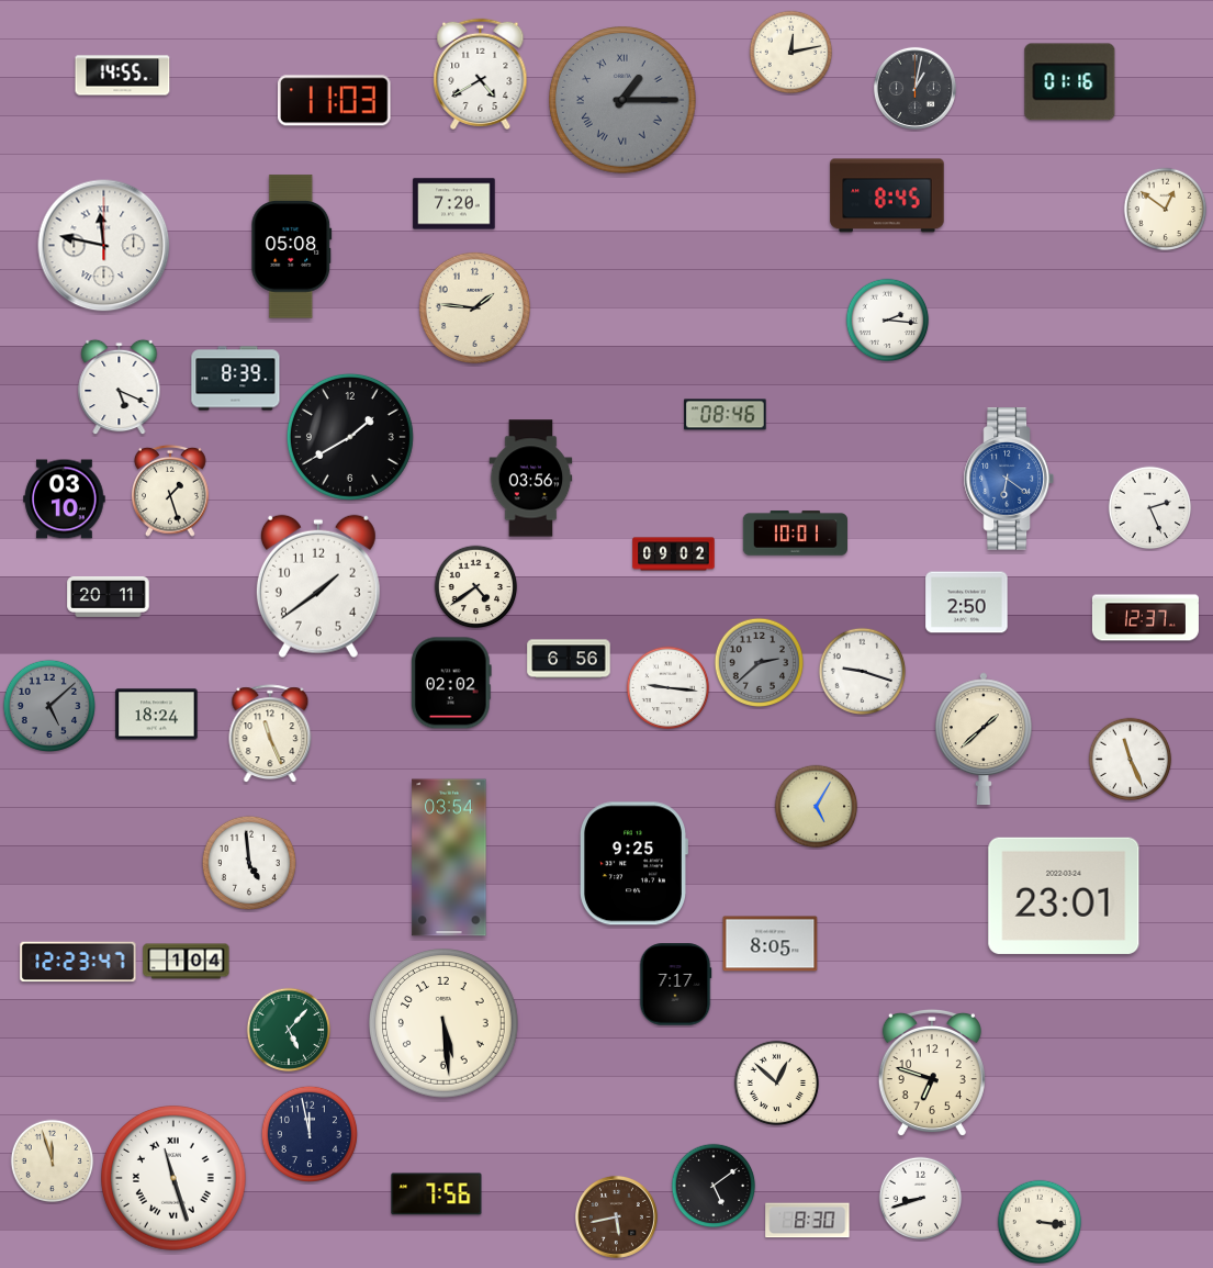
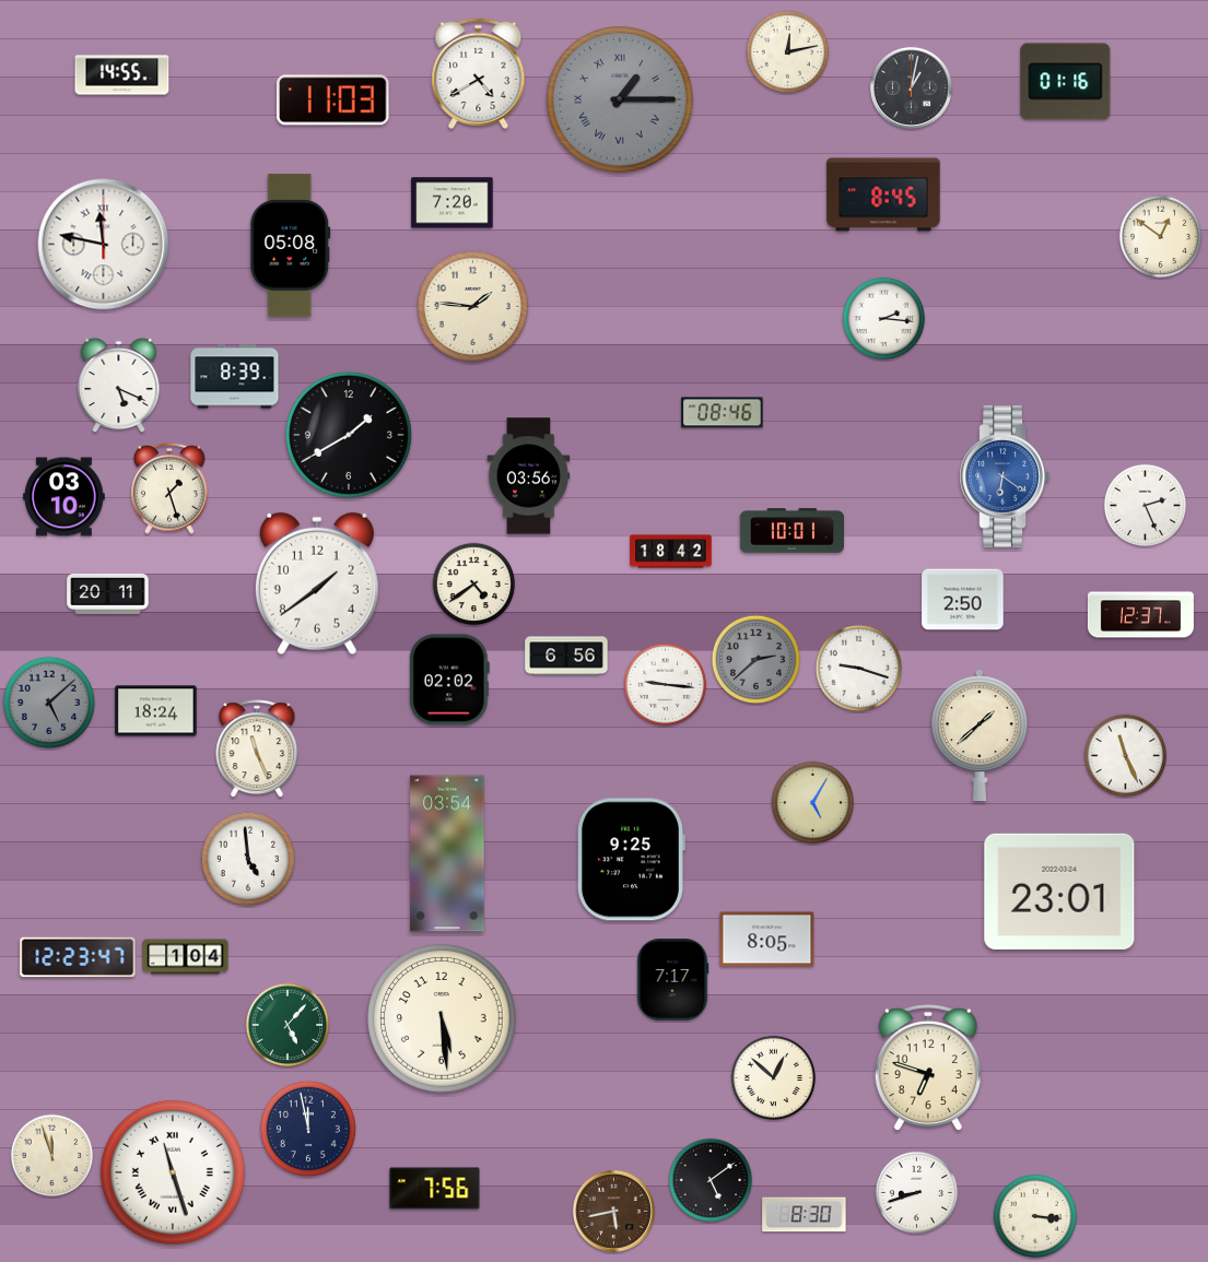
clock at (1166, 210) position: (1166, 210) -> (1161, 237)
clock at (674, 554): 09:02 -> 18:42
clock at (270, 734) position: (270, 734) -> (257, 750)
